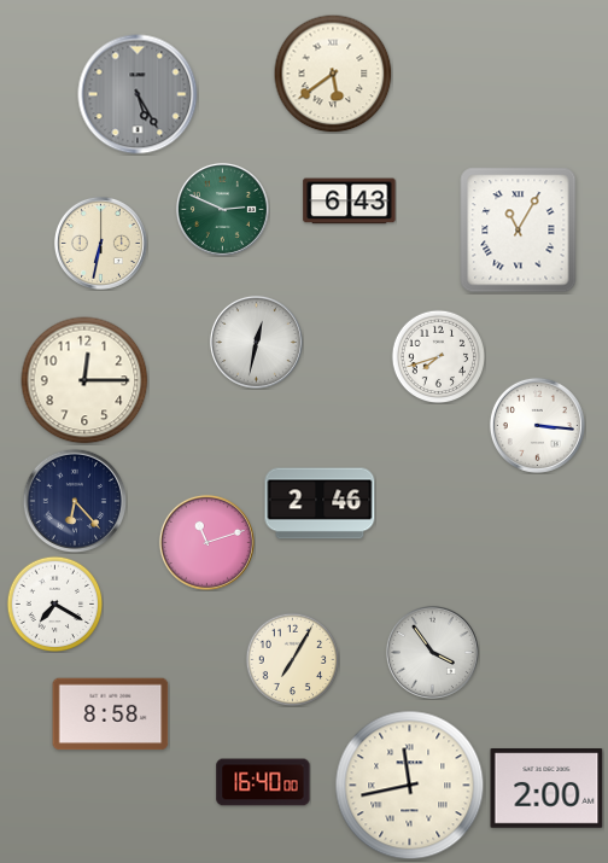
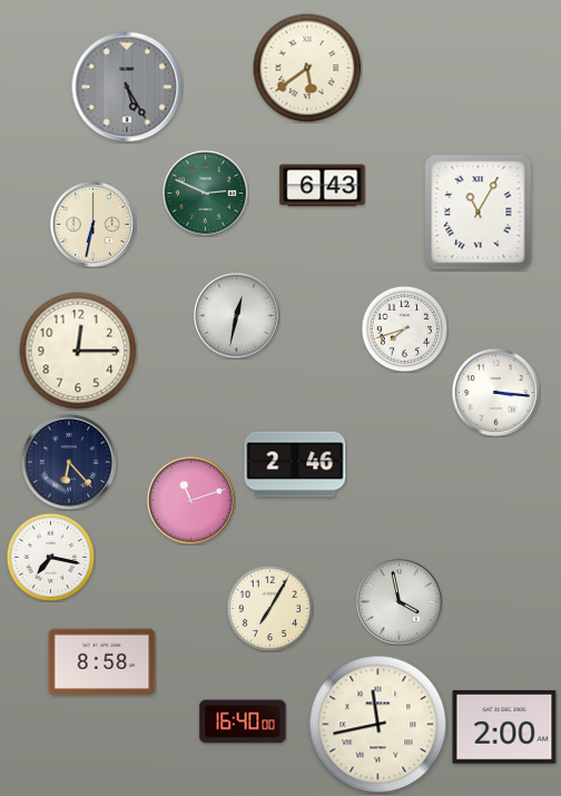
clock at (54, 603): 7:20 -> 7:17
clock at (432, 652): 3:54 -> 3:58
clock at (111, 715) position: (111, 715) -> (102, 662)
